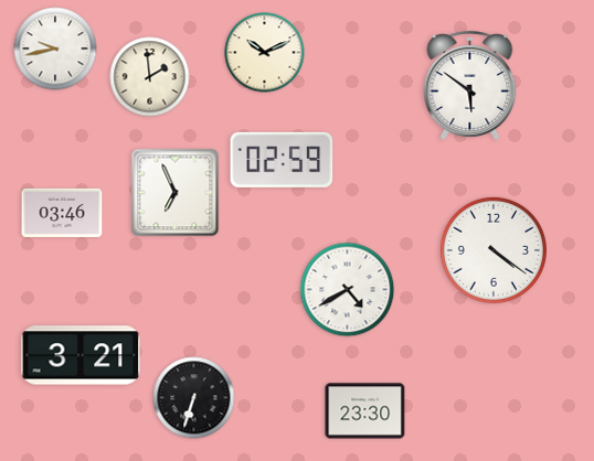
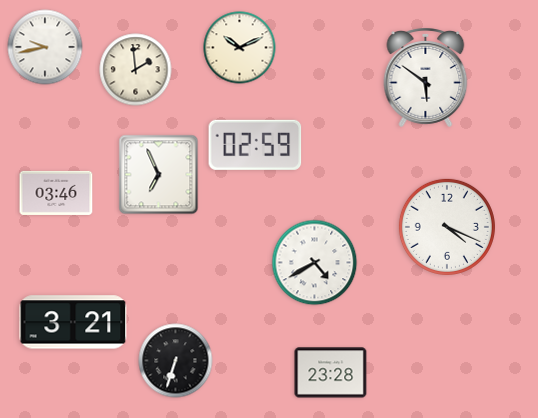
clock at (55, 49) position: (55, 49) -> (45, 47)
clock at (494, 250): 4:21 -> 4:19
clock at (365, 411): 23:30 -> 23:28
